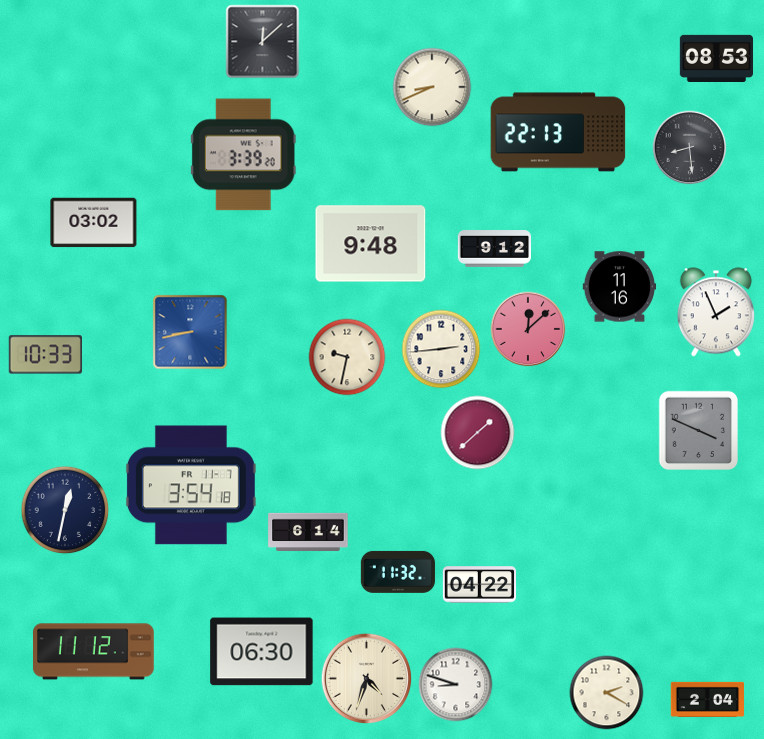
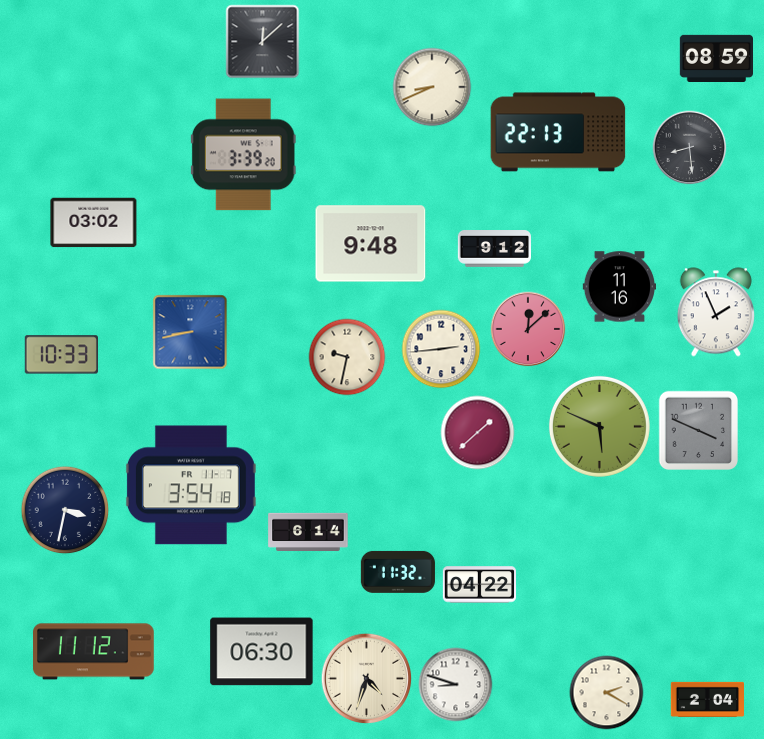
clock at (716, 58): 08:53 -> 08:59
clock at (45, 355) position: (45, 355) -> (61, 355)
clock at (599, 426): none -> 5:49
clock at (65, 510): 12:32 -> 3:32
